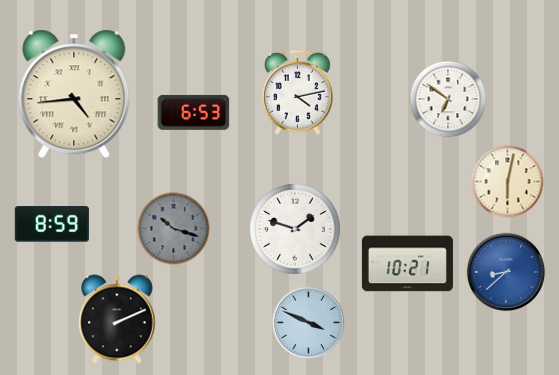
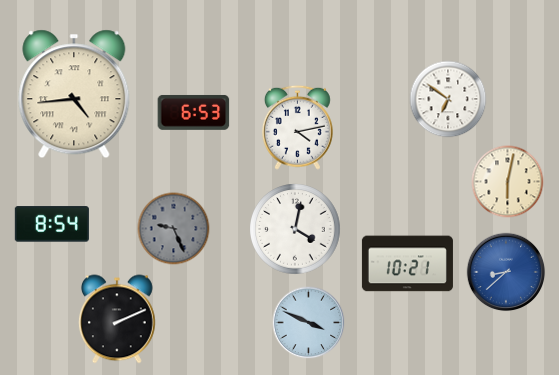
clock at (297, 92) position: (297, 92) -> (297, 127)
clock at (52, 224): 8:59 -> 8:54
clock at (174, 229): 10:18 -> 9:26
clock at (295, 229): 1:48 -> 4:02
